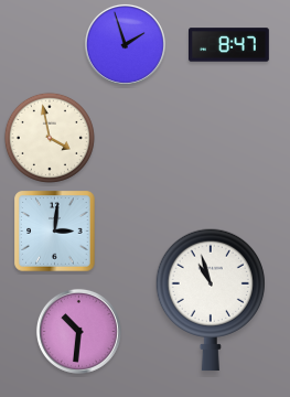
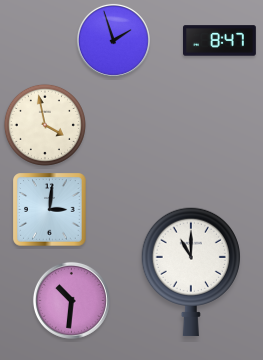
clock at (229, 45) position: (229, 45) -> (220, 41)
clock at (210, 300): 10:57 -> 11:00
